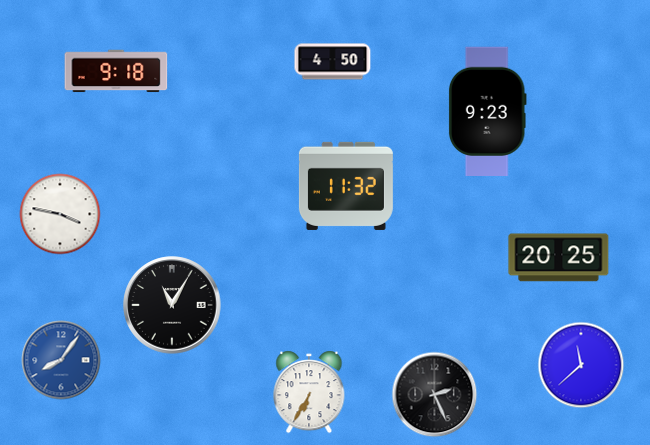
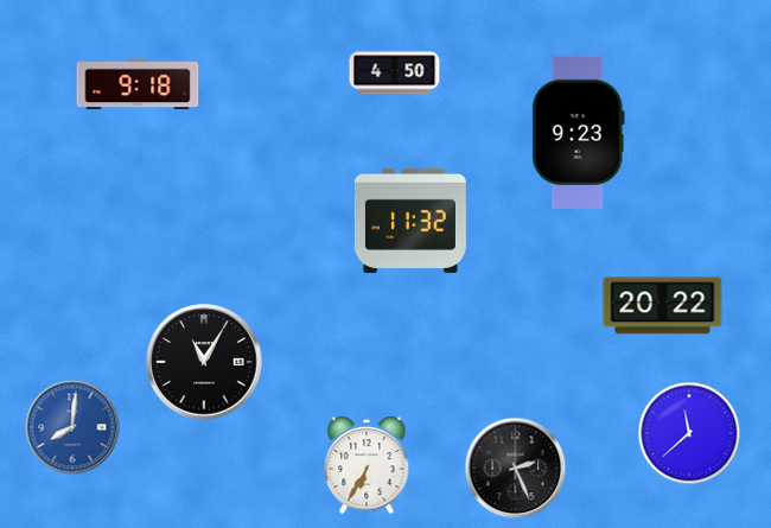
clock at (60, 214): 3:47 -> none
clock at (559, 258): 20:25 -> 20:22
clock at (61, 360): 8:06 -> 8:01
